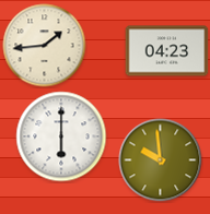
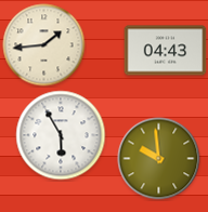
clock at (167, 51): 04:23 -> 04:43
clock at (61, 136): 6:00 -> 5:55
